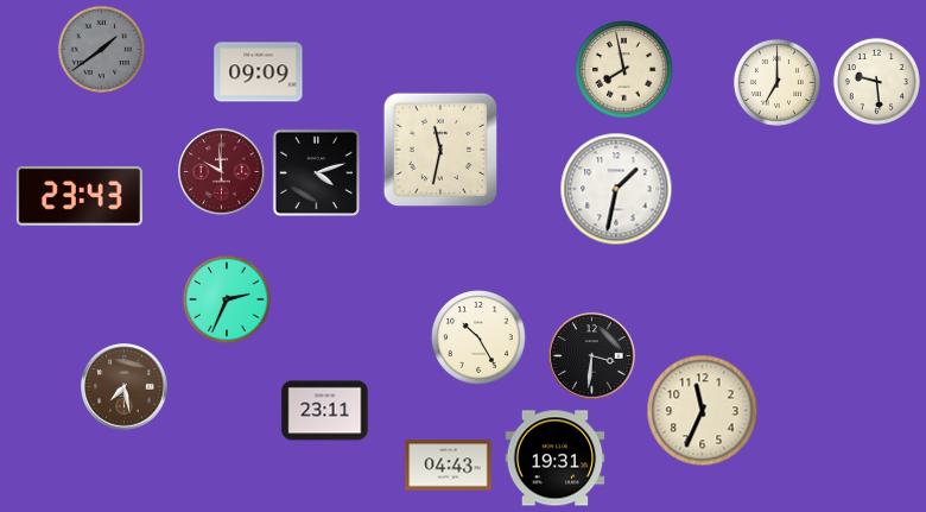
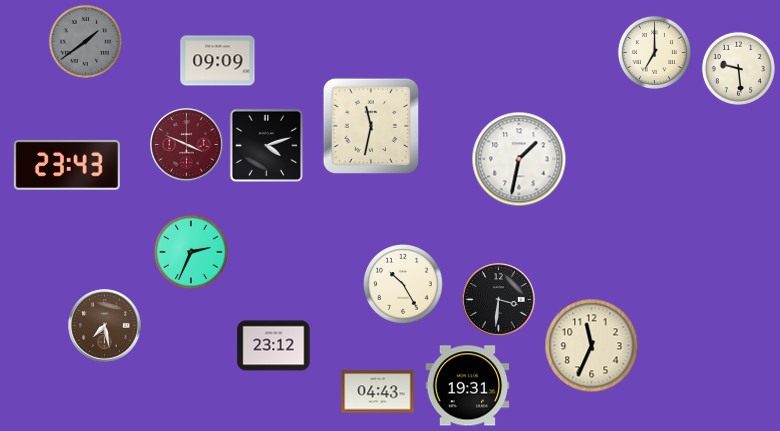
clock at (624, 70): 7:58 -> none
clock at (776, 82) position: (776, 82) -> (654, 52)
clock at (222, 172): 9:59 -> 3:49
clock at (325, 411): 23:11 -> 23:12
